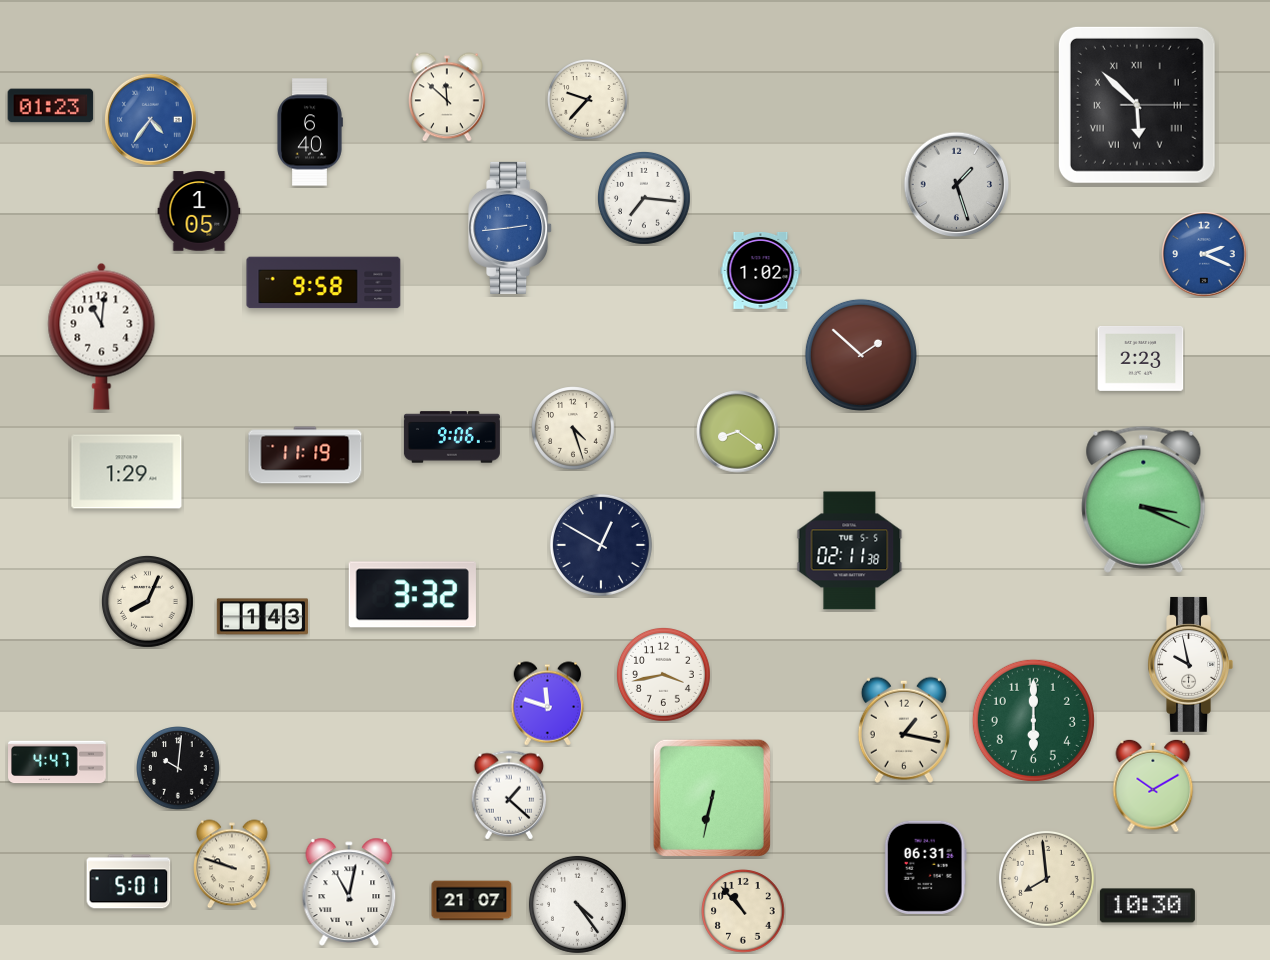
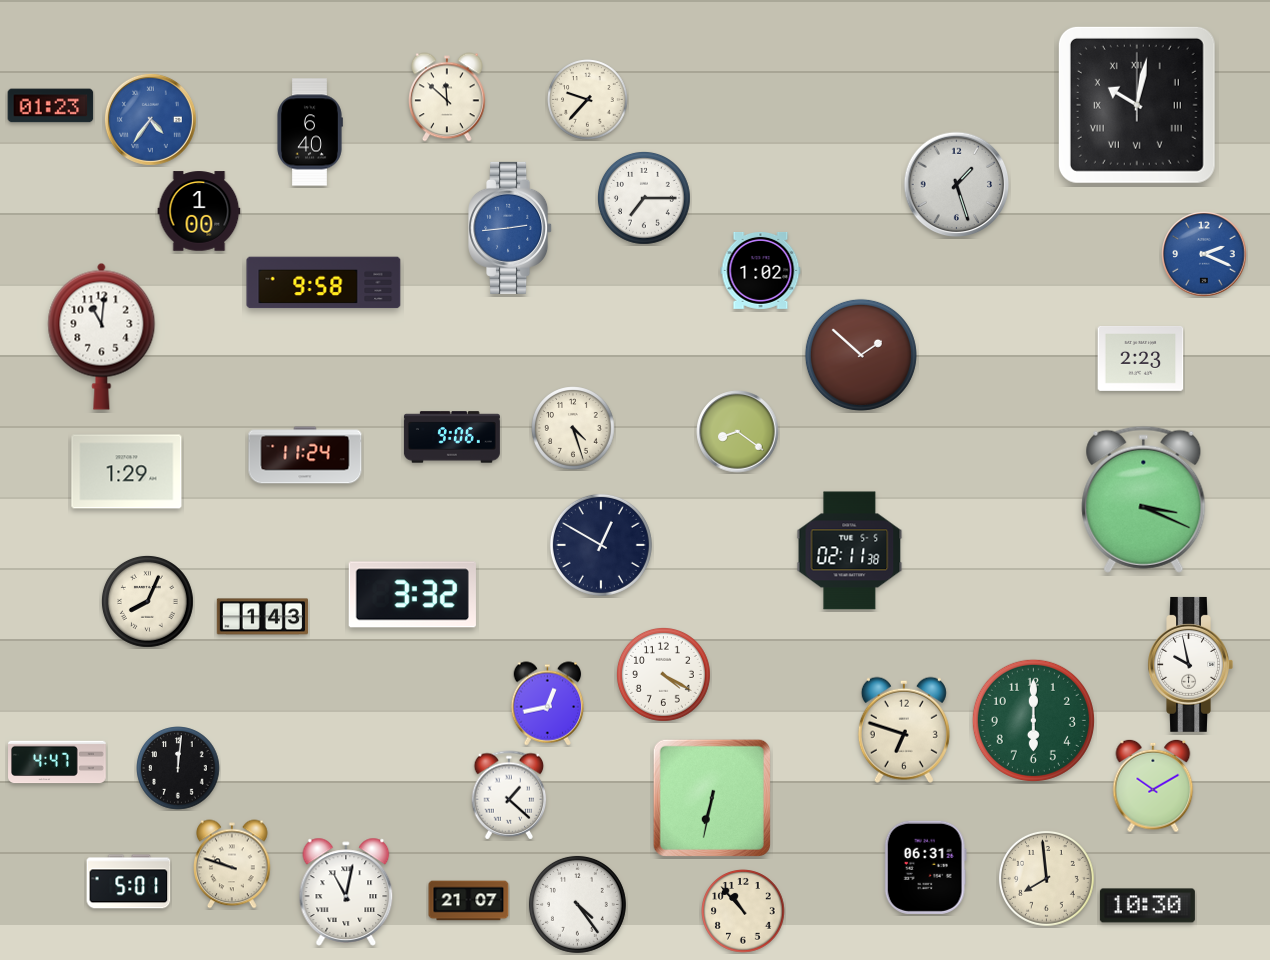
clock at (1137, 105): 5:52 -> 10:02
clock at (644, 198): 7:16 -> 7:15
clock at (199, 211): 1:05 -> 1:00
clock at (305, 455): 11:19 -> 11:24
clock at (663, 674): 3:43 -> 4:20
clock at (548, 704): 11:48 -> 12:43
clock at (904, 730): 1:17 -> 6:48
clock at (178, 768): 10:01 -> 12:01
clock at (349, 892) position: (349, 892) -> (346, 892)
clock at (472, 901) position: (472, 901) -> (469, 901)
